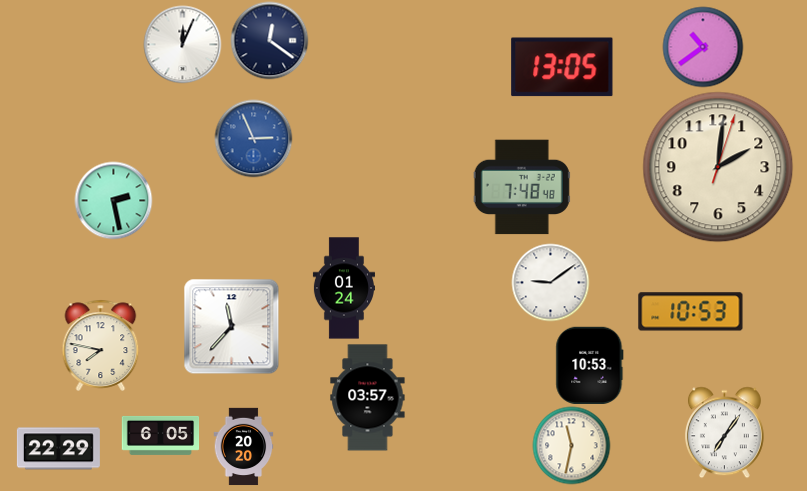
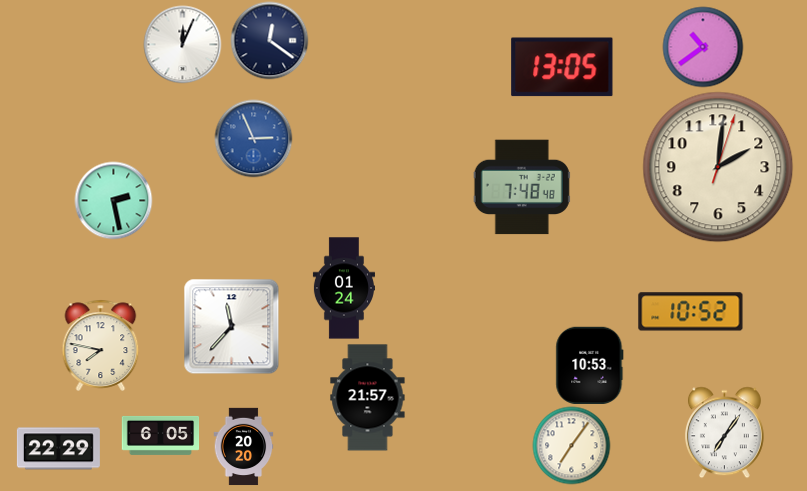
clock at (550, 282): 9:09 -> none
clock at (691, 312): 10:53 -> 10:52
clock at (368, 398): 03:57 -> 21:57
clock at (571, 445): 11:32 -> 7:06
